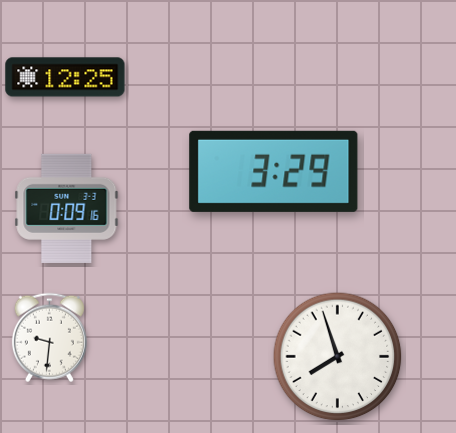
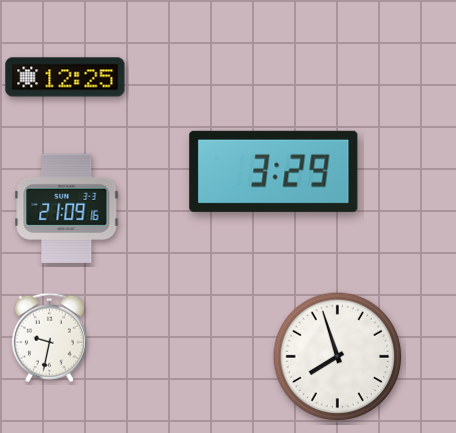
clock at (67, 208): 0:09 -> 21:09
clock at (49, 338): 9:31 -> 9:32
